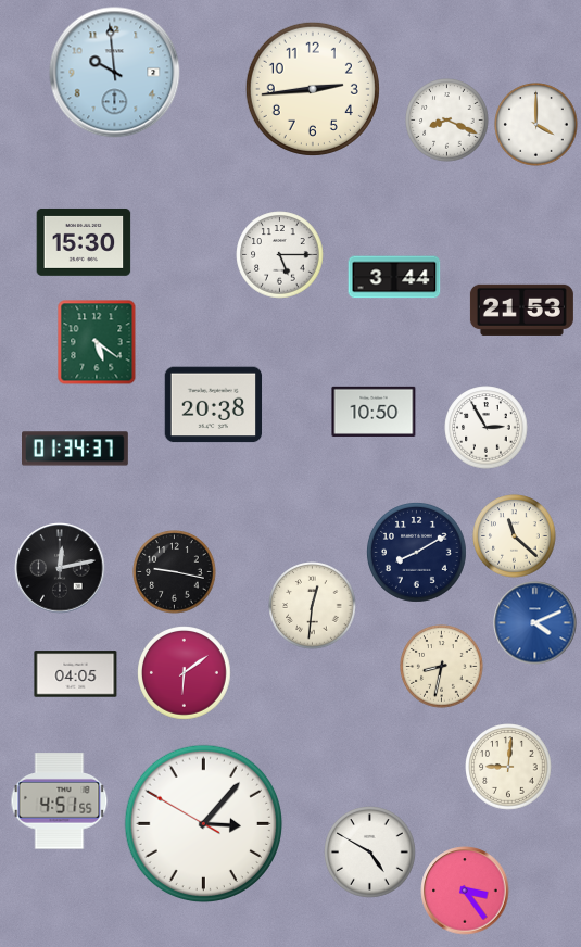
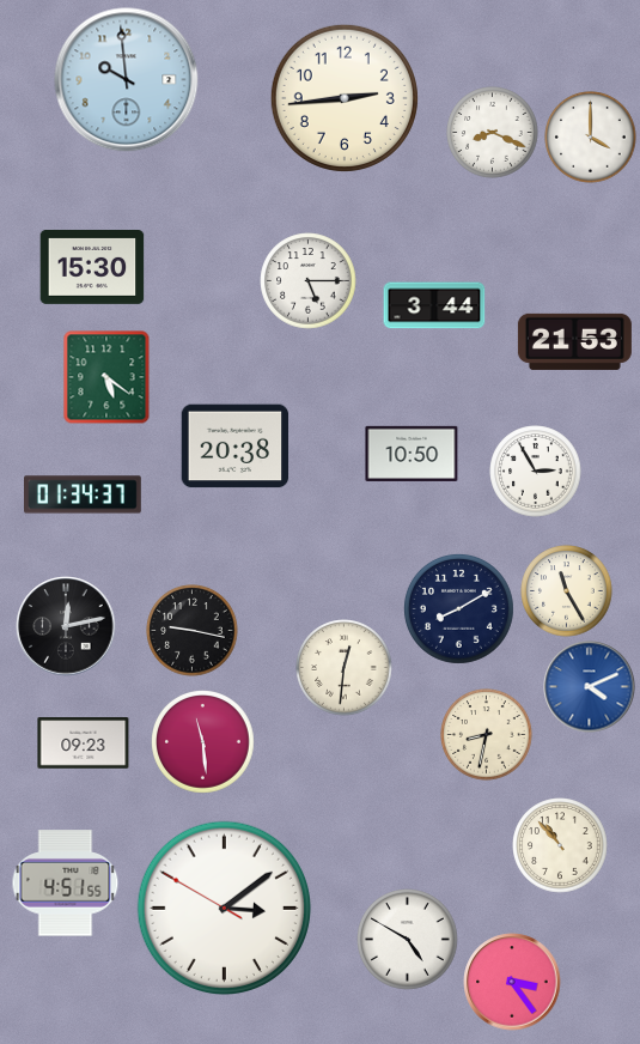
clock at (515, 536): 11:22 -> 11:25
clock at (185, 673): 6:09 -> 11:29
clock at (76, 674): 04:05 -> 09:23
clock at (508, 767): 9:01 -> 10:53
clock at (204, 824): 3:06 -> 3:08
